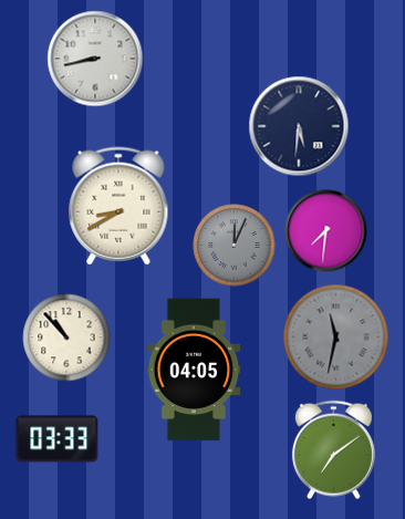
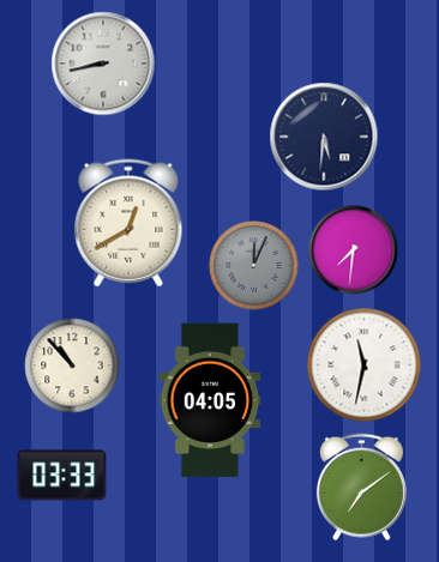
clock at (118, 206): 8:40 -> 12:40
clock at (336, 338) dial: grey -> white
